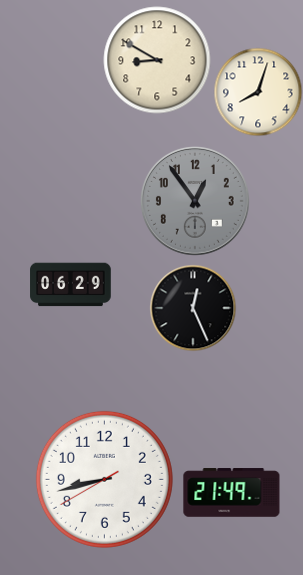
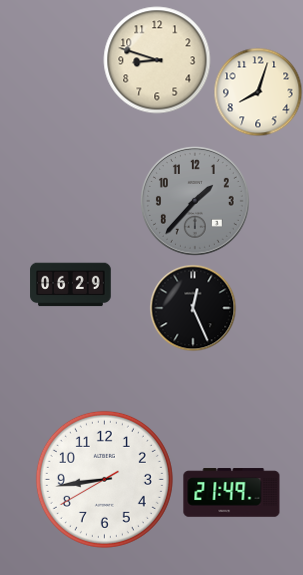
clock at (157, 60): 8:50 -> 8:48
clock at (195, 201): 12:54 -> 1:37
clock at (104, 479): 8:42 -> 8:43
